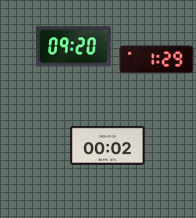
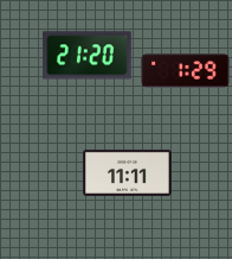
clock at (74, 47): 09:20 -> 21:20
clock at (108, 145): 00:02 -> 11:11
